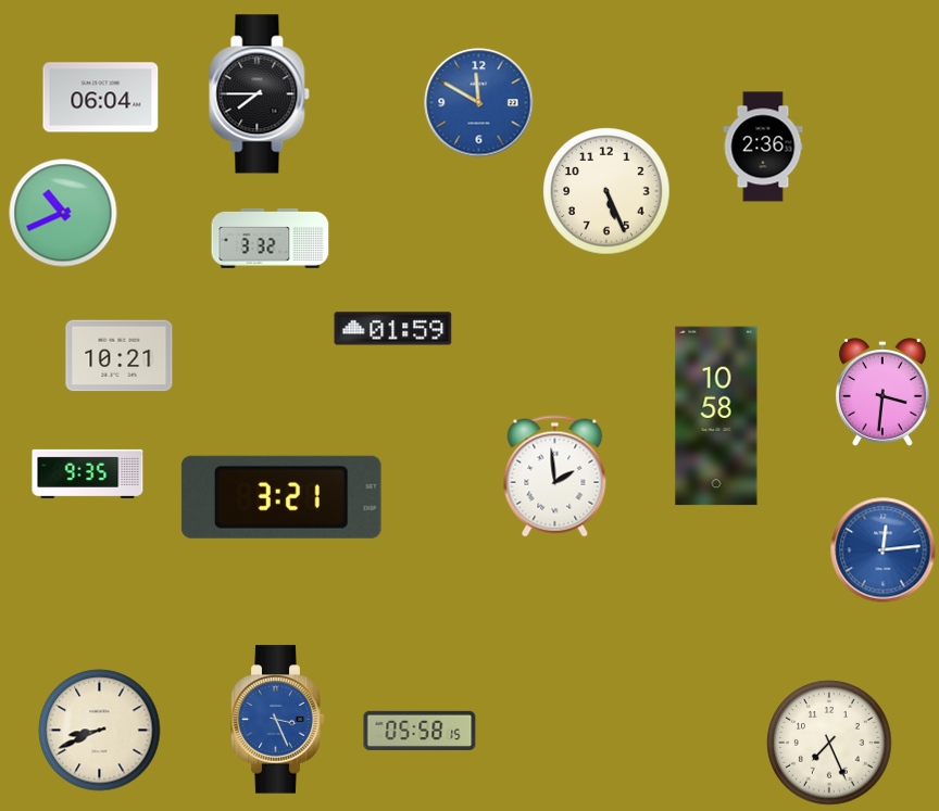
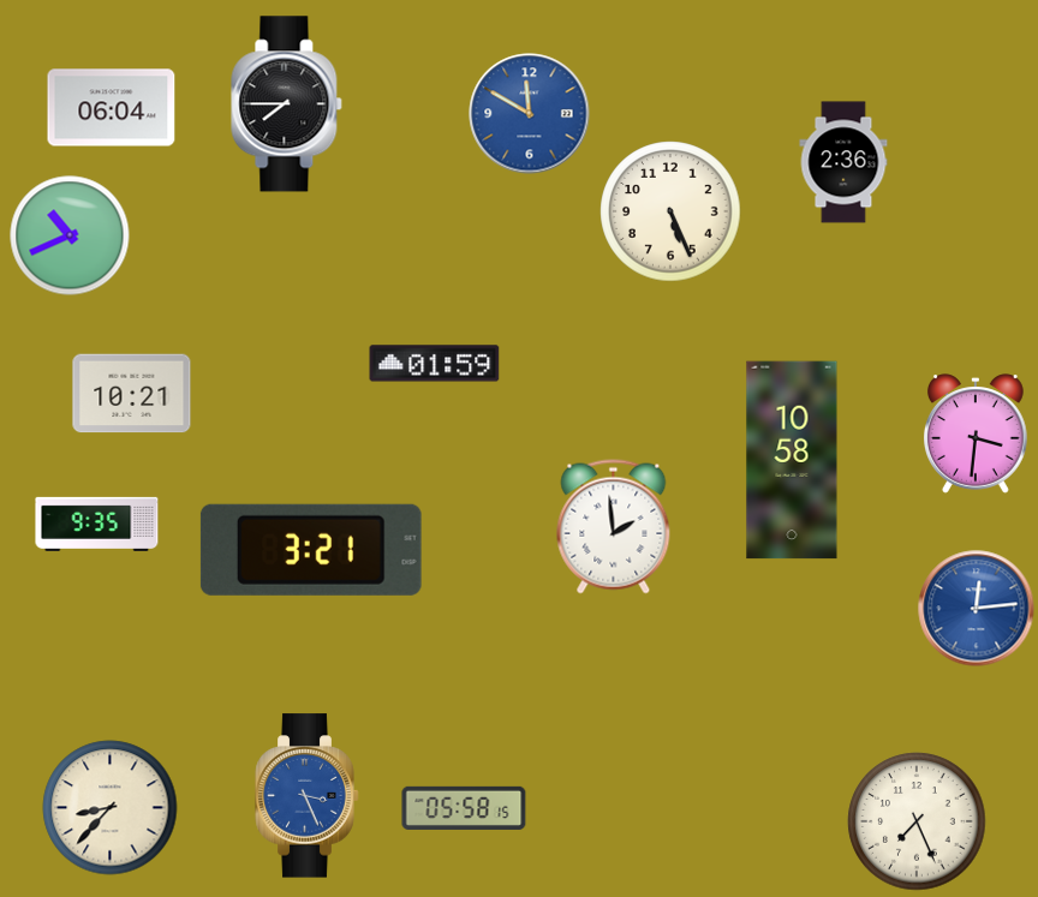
clock at (271, 238): 3:32 -> none
clock at (100, 731): 8:41 -> 8:37
